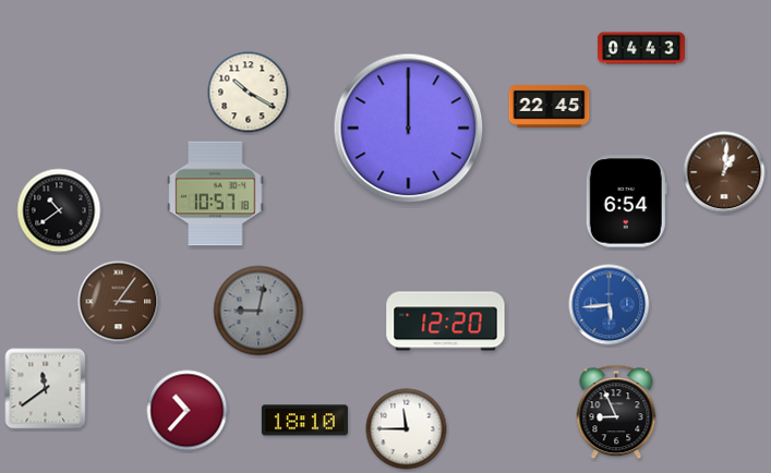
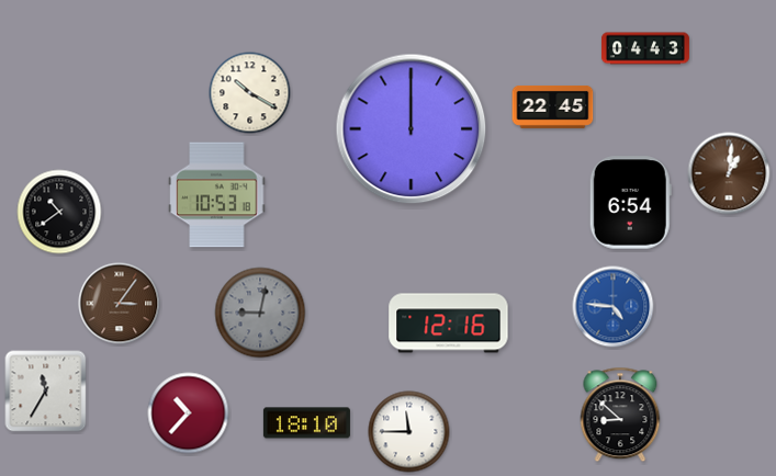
clock at (216, 194): 10:57 -> 10:53
clock at (610, 305): 5:44 -> 4:46
clock at (446, 322): 12:20 -> 12:16
clock at (46, 389): 11:39 -> 11:35
clock at (616, 412): 8:56 -> 8:52
